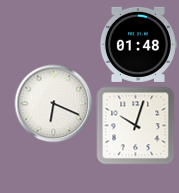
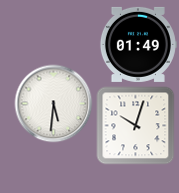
clock at (138, 44): 01:48 -> 01:49
clock at (53, 103): 6:19 -> 5:31
